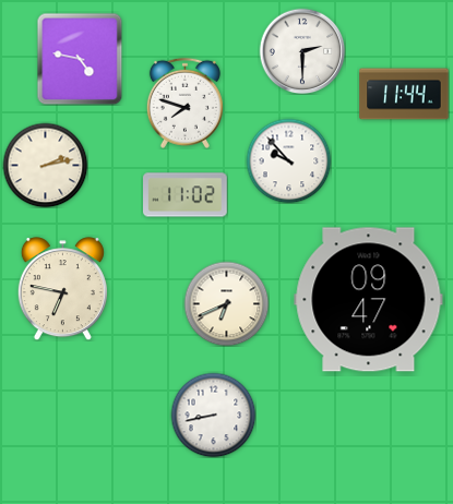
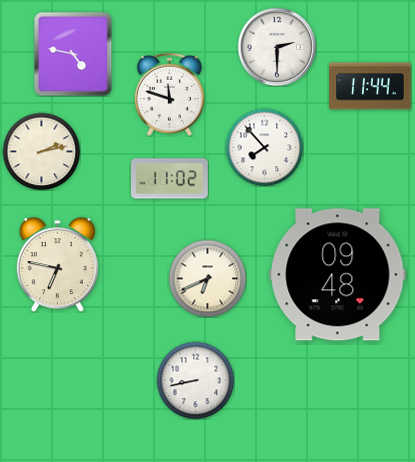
clock at (184, 103): 7:48 -> 11:48
clock at (288, 160): 9:53 -> 7:53
clock at (369, 300): 09:47 -> 09:48
